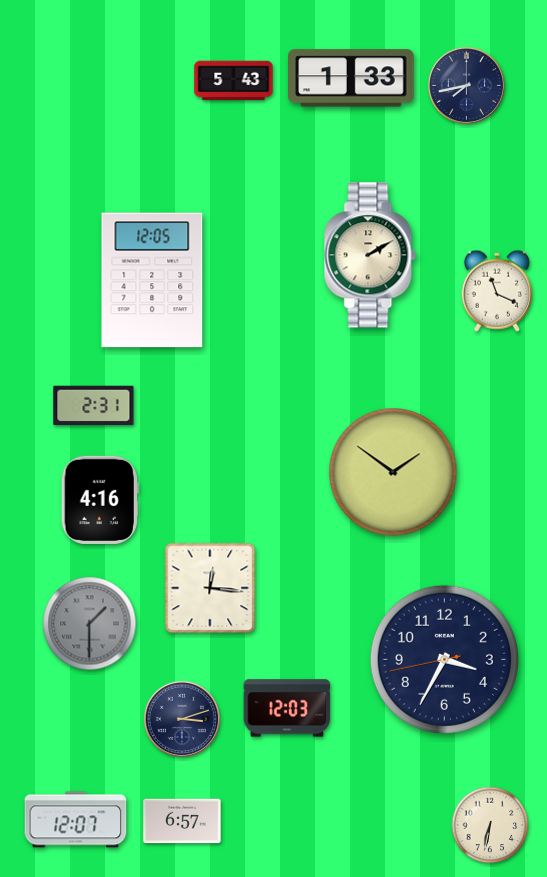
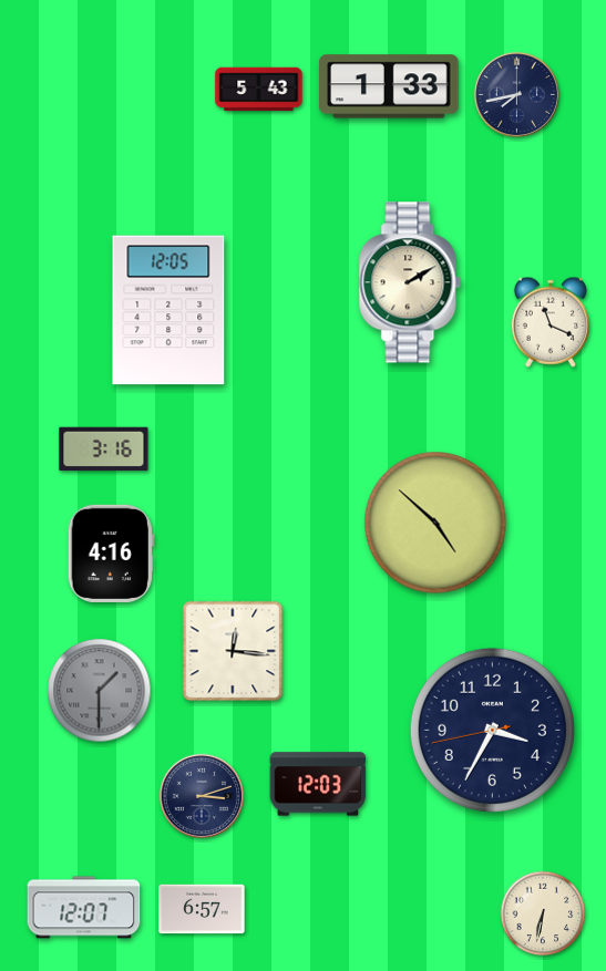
clock at (94, 406): 2:31 -> 3:16
clock at (393, 472): 1:51 -> 4:52
